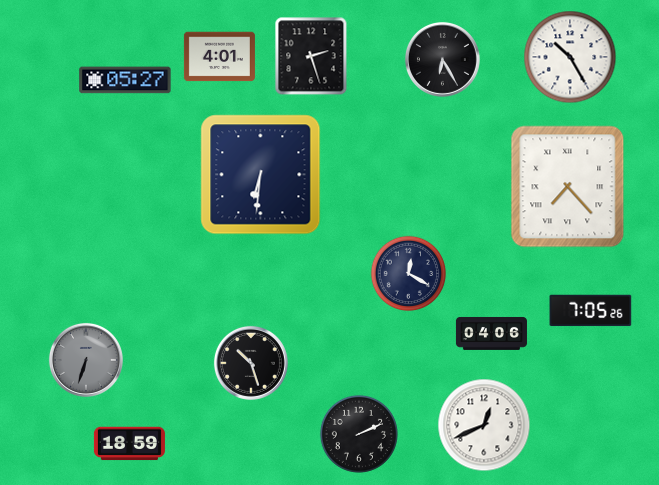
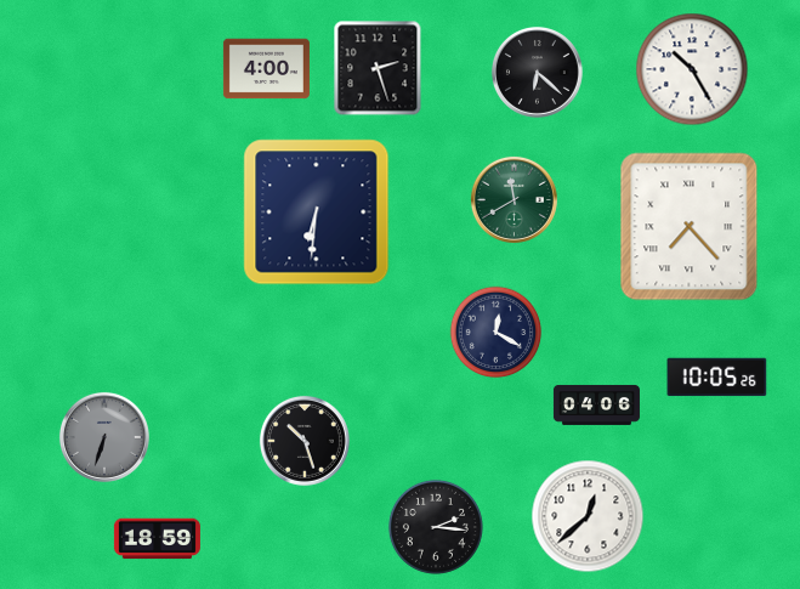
clock at (219, 57): 4:01 -> 4:00
clock at (442, 59): 6:25 -> 6:22
clock at (125, 80): 05:27 -> none
clock at (514, 199): none -> 11:40
clock at (591, 311): 7:05 -> 10:05
clock at (484, 425): 12:41 -> 12:38
clock at (359, 434): 2:11 -> 2:16
